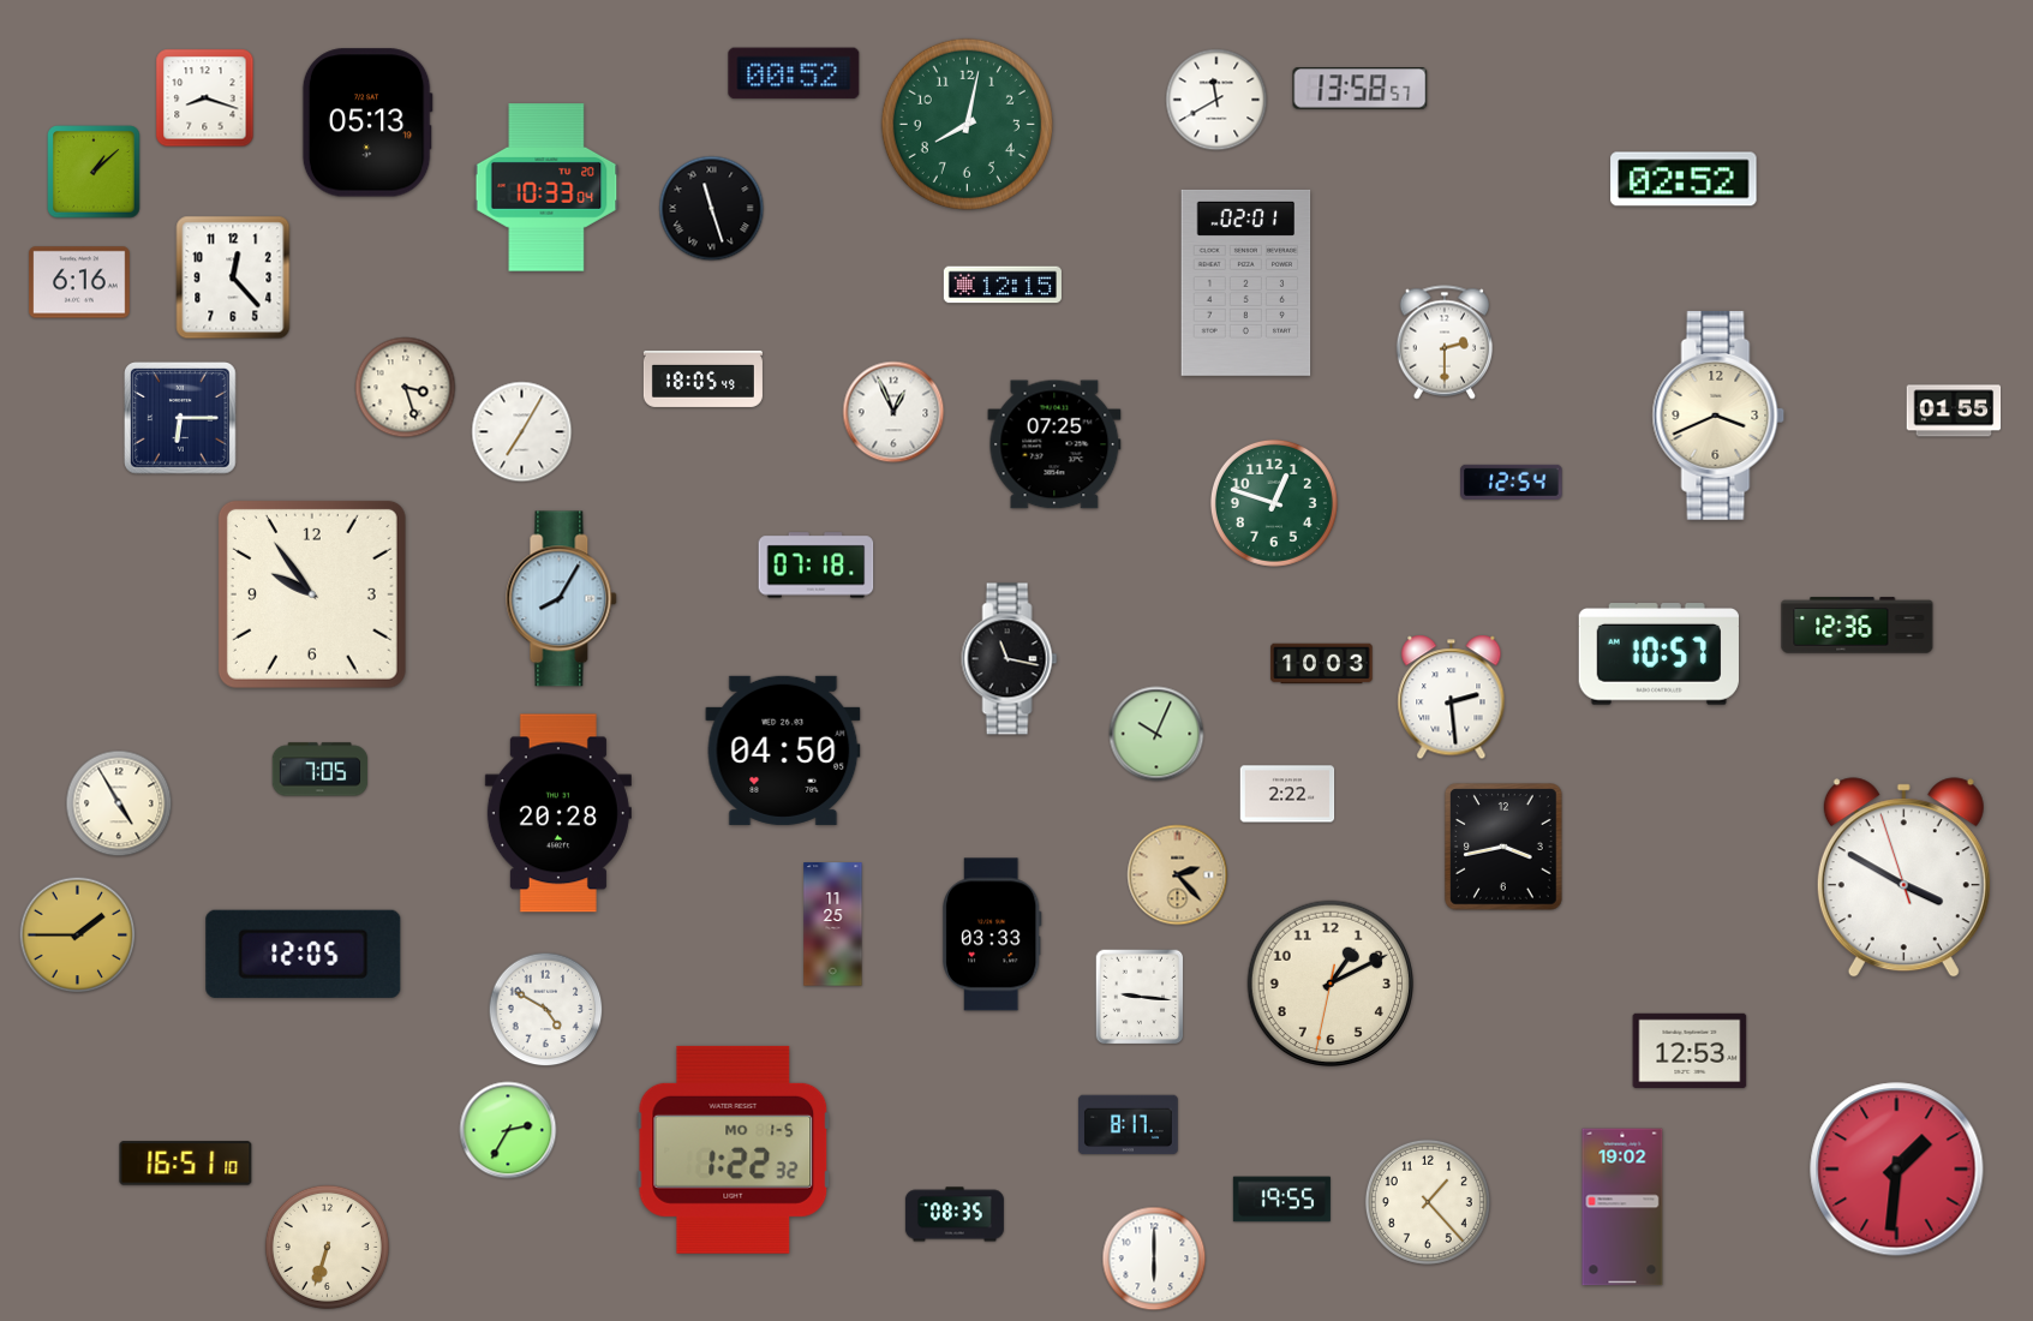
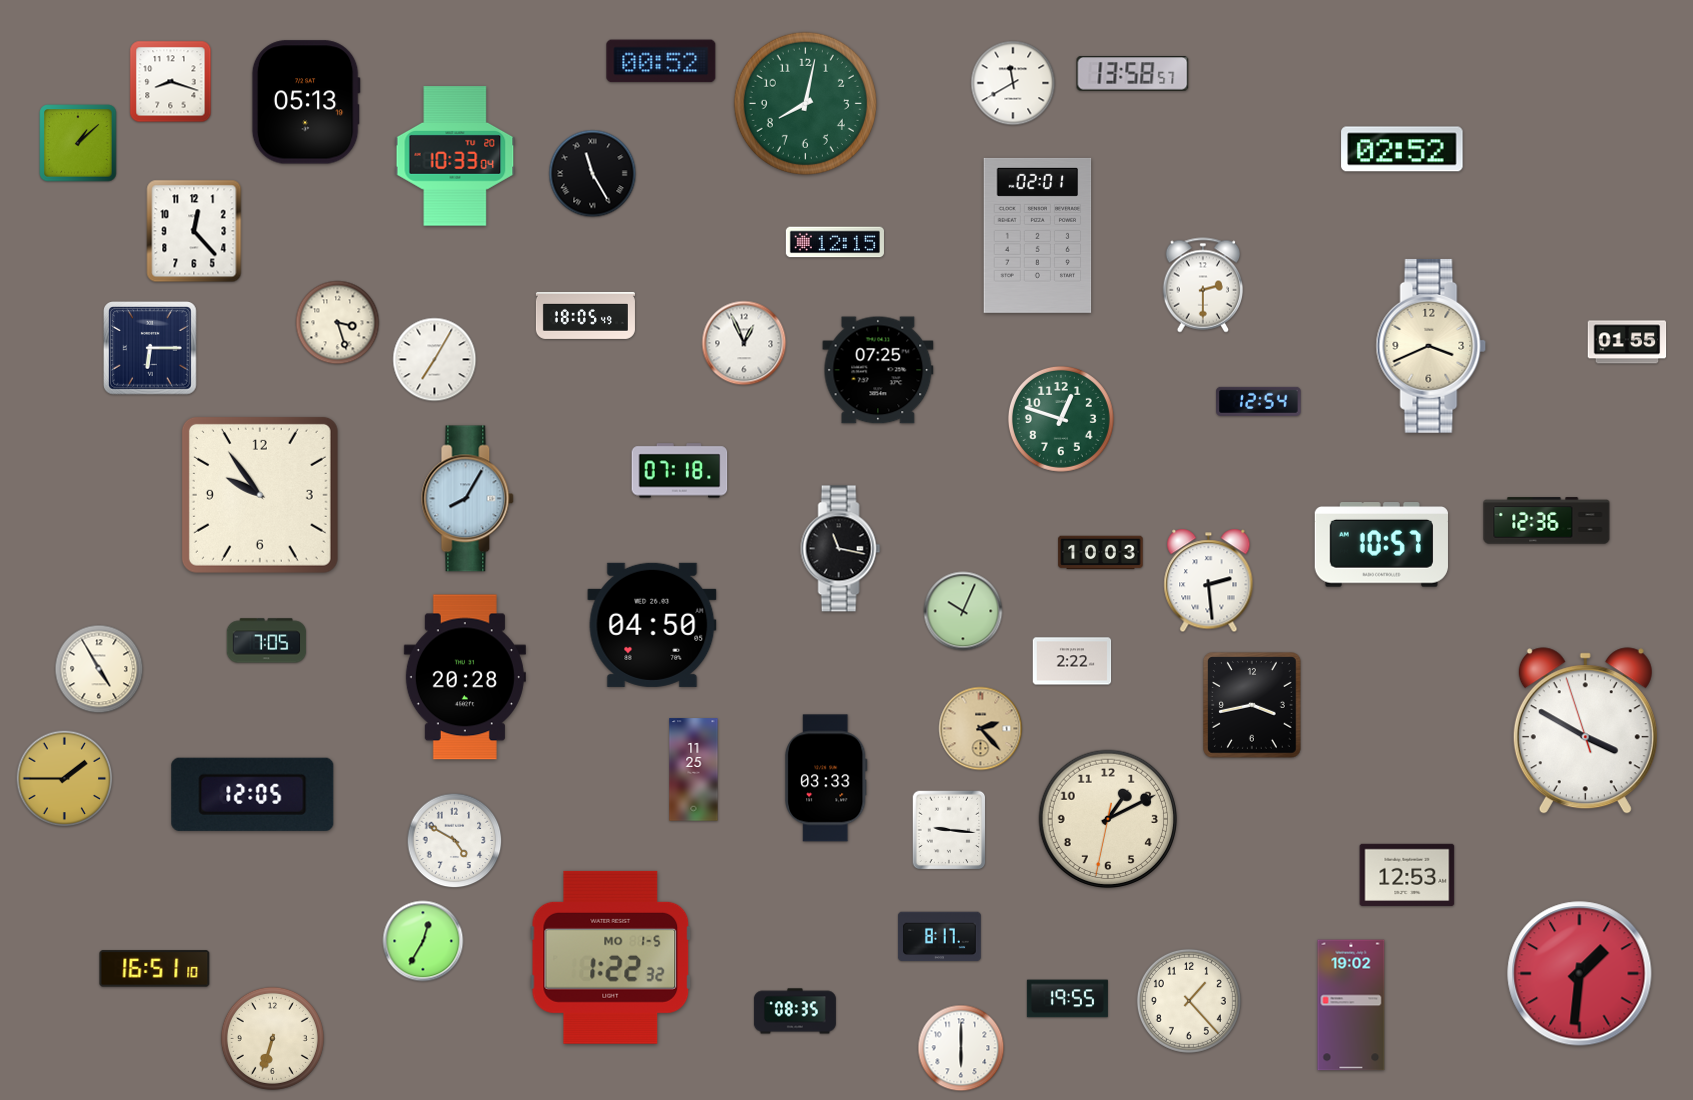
clock at (712, 209): 11:27 -> 11:25
clock at (79, 282): 6:16 -> none
clock at (1003, 285) position: (1003, 285) -> (835, 242)
clock at (508, 1130): 2:35 -> 12:35
